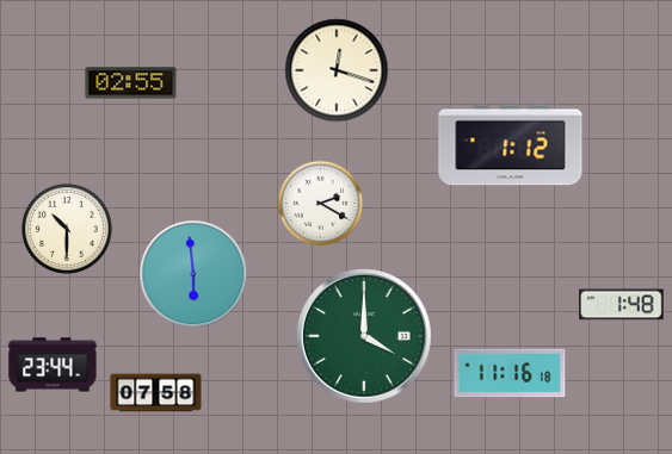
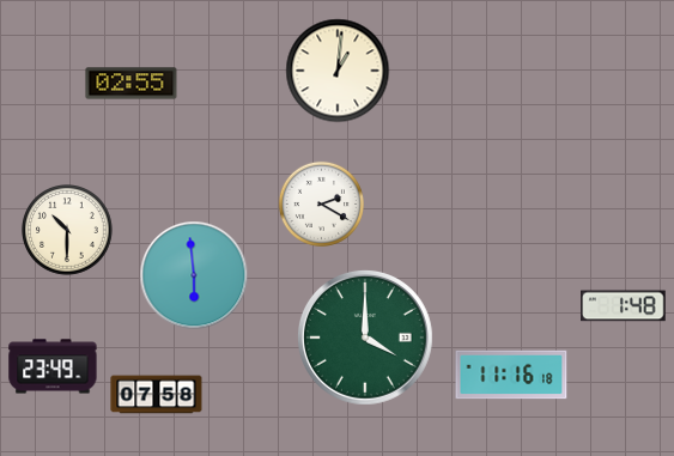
clock at (337, 70): 12:18 -> 1:01
clock at (511, 145): 1:12 -> none
clock at (53, 365): 23:44 -> 23:49
